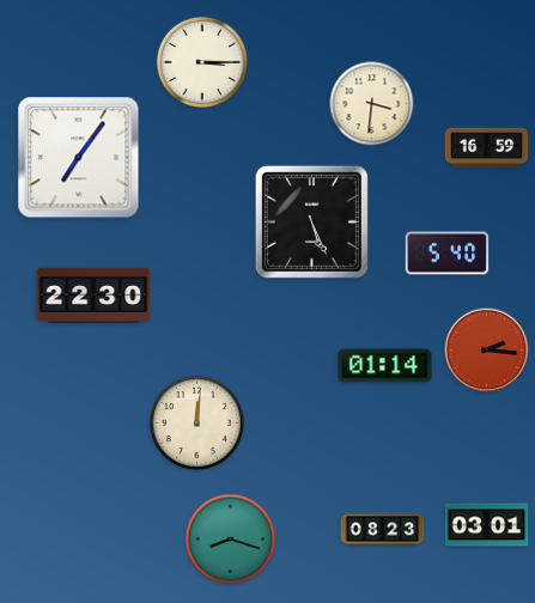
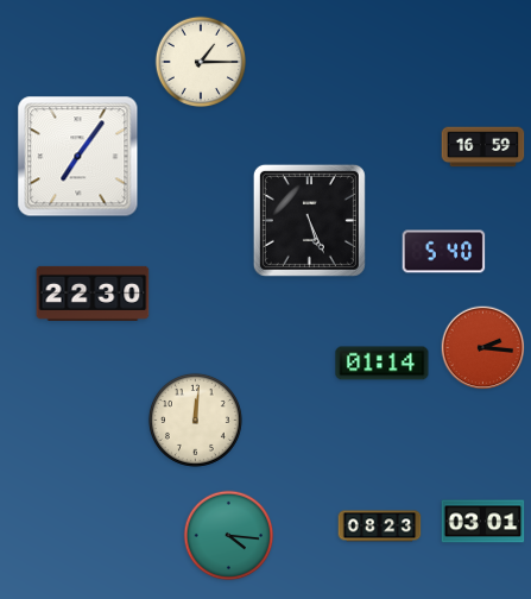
clock at (202, 62): 3:15 -> 1:15
clock at (372, 104): 3:31 -> none
clock at (231, 540): 8:18 -> 4:16
